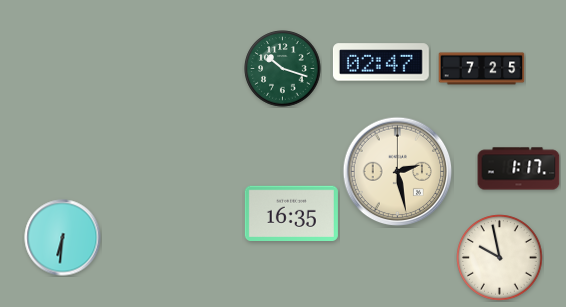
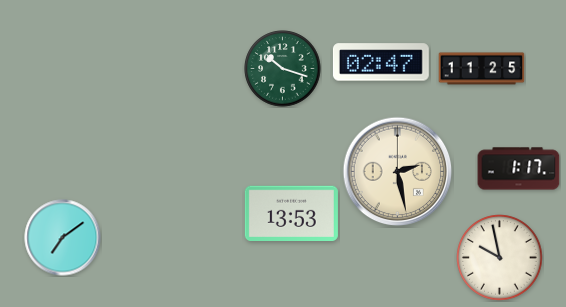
clock at (482, 69): 7:25 -> 11:25
clock at (291, 214): 16:35 -> 13:53
clock at (63, 238): 6:31 -> 7:09
